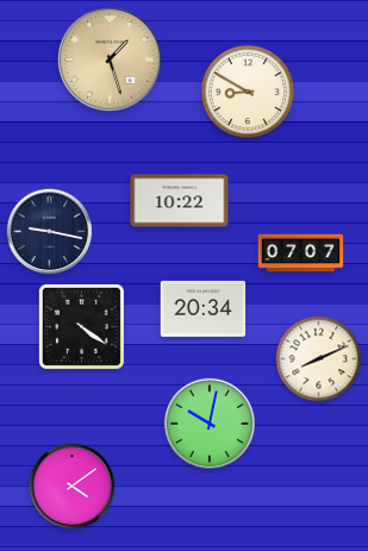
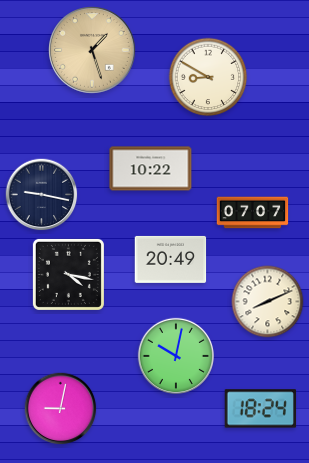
clock at (204, 308): 20:34 -> 20:49
clock at (81, 326): 4:21 -> 4:17
clock at (73, 487): 4:09 -> 9:02
clock at (261, 409): none -> 18:24
